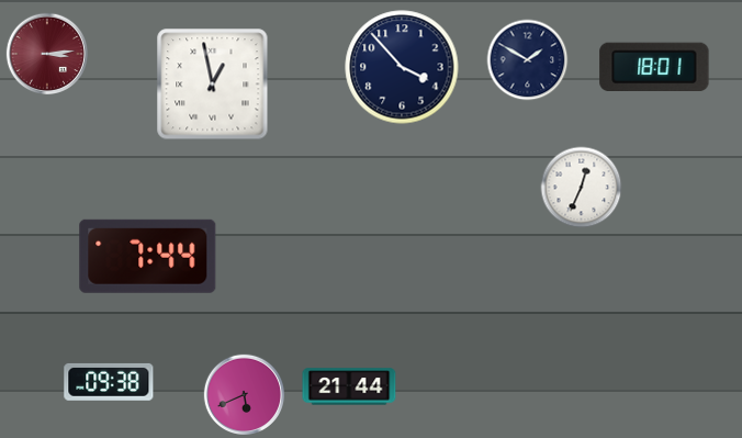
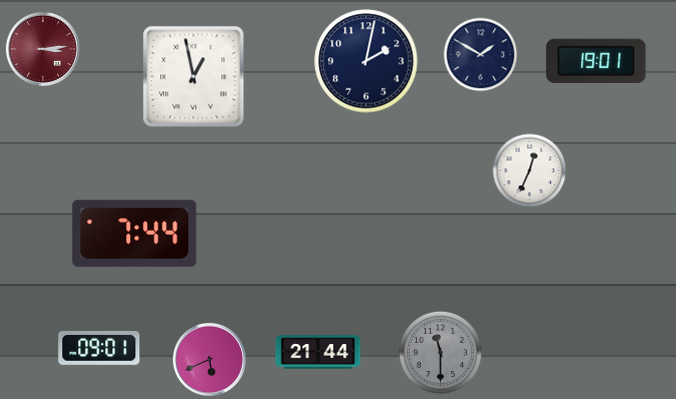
clock at (402, 67): 3:53 -> 2:02
clock at (654, 67): 18:01 -> 19:01
clock at (109, 382): 09:38 -> 09:01
clock at (440, 352): none -> 11:30
clock at (244, 394) position: (244, 394) -> (209, 359)
